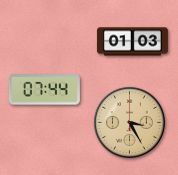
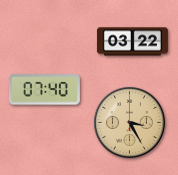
clock at (132, 42): 01:03 -> 03:22
clock at (44, 90): 07:44 -> 07:40
